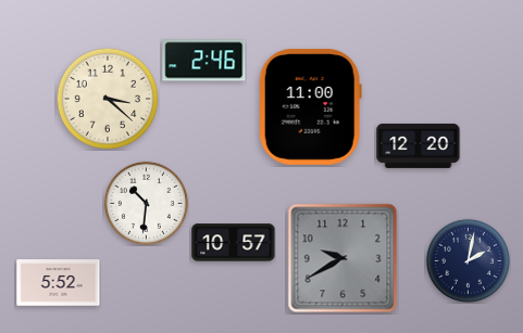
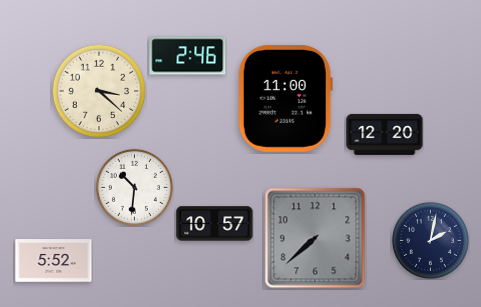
clock at (343, 258): 9:40 -> 7:38
